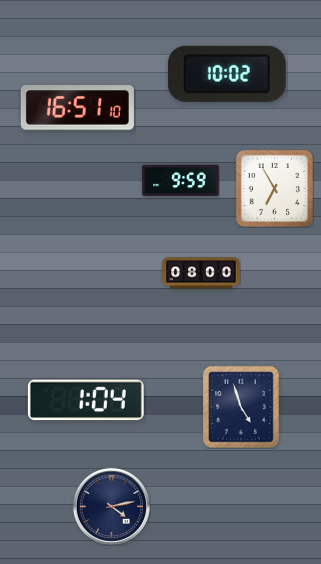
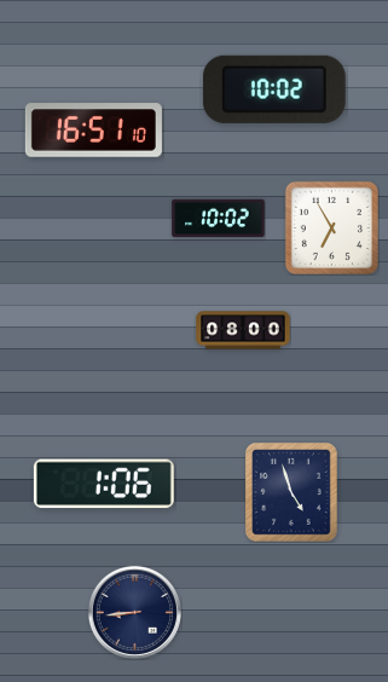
clock at (181, 181): 9:59 -> 10:02
clock at (86, 400): 1:04 -> 1:06
clock at (111, 506): 4:13 -> 8:44
